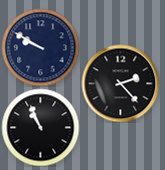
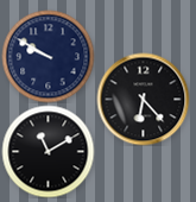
clock at (120, 83): 2:23 -> 6:23
clock at (40, 127): 10:56 -> 11:10
